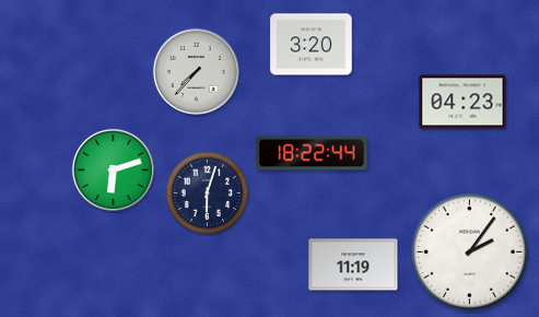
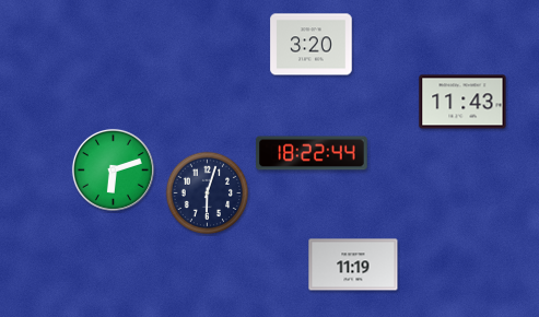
clock at (196, 71): 7:37 -> none
clock at (462, 102): 04:23 -> 11:43
clock at (469, 251): 2:06 -> none
